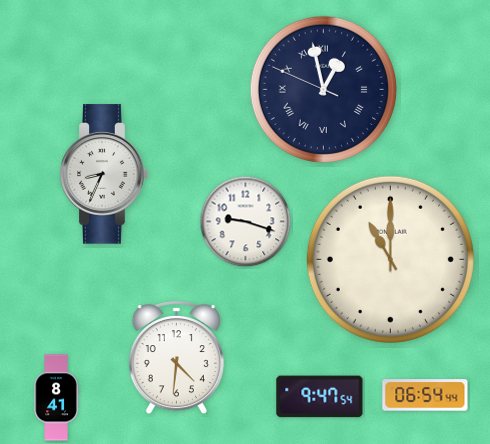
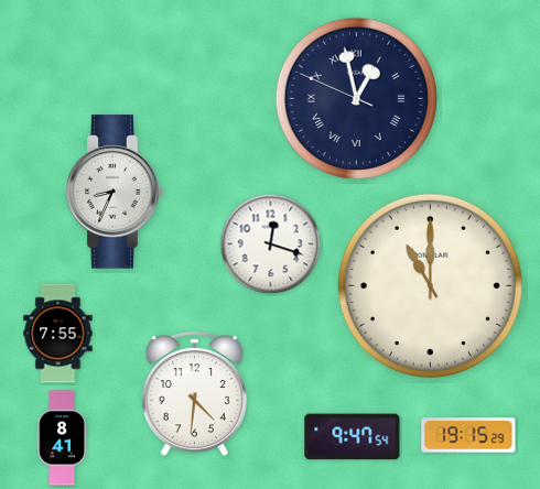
clock at (246, 222): 9:18 -> 12:18
clock at (58, 334): none -> 7:55
clock at (425, 395): 06:54 -> 19:15
